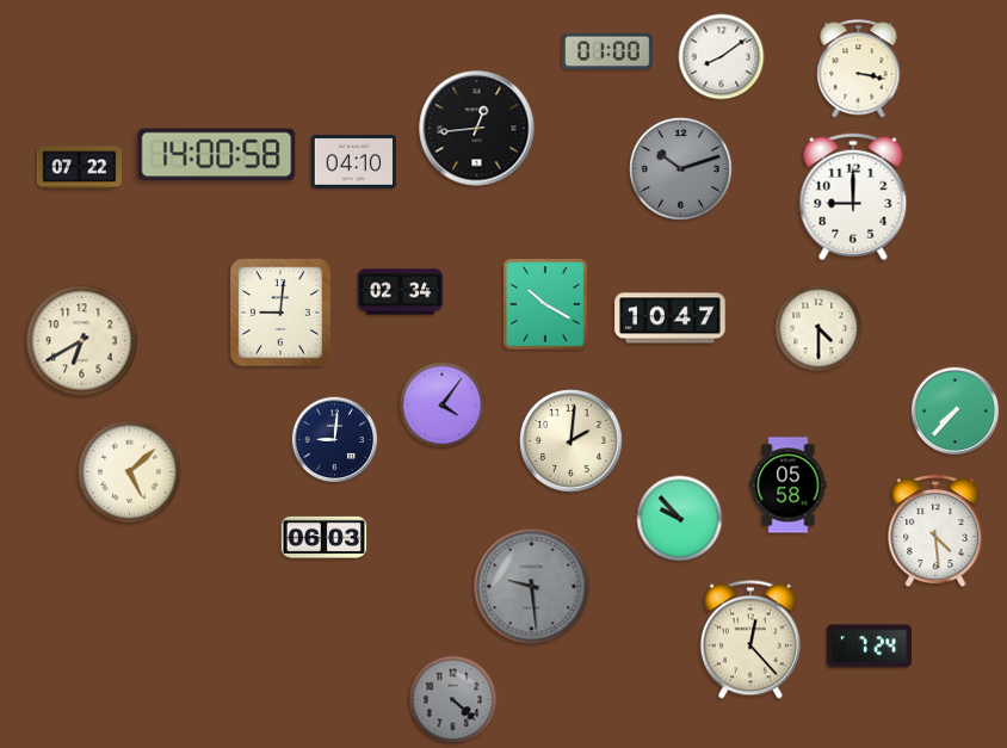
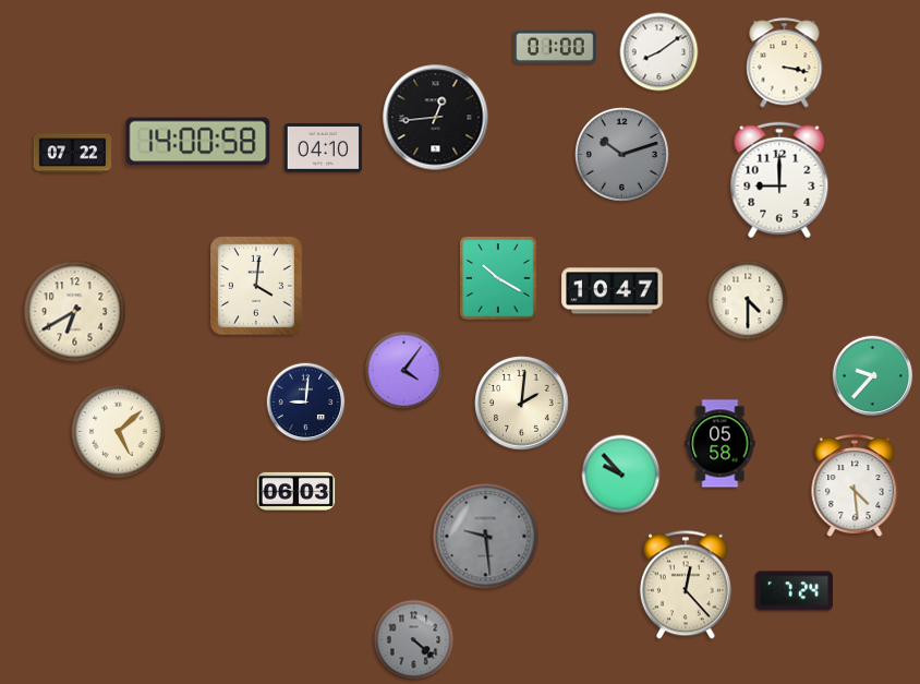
clock at (401, 292): 02:34 -> none
clock at (280, 313): 9:01 -> 4:01
clock at (956, 412): 7:37 -> 9:37
